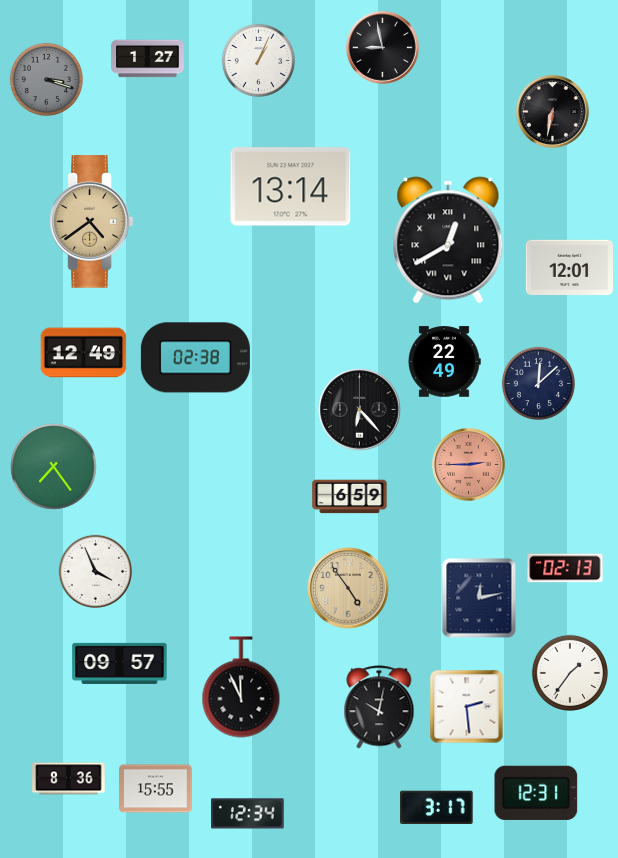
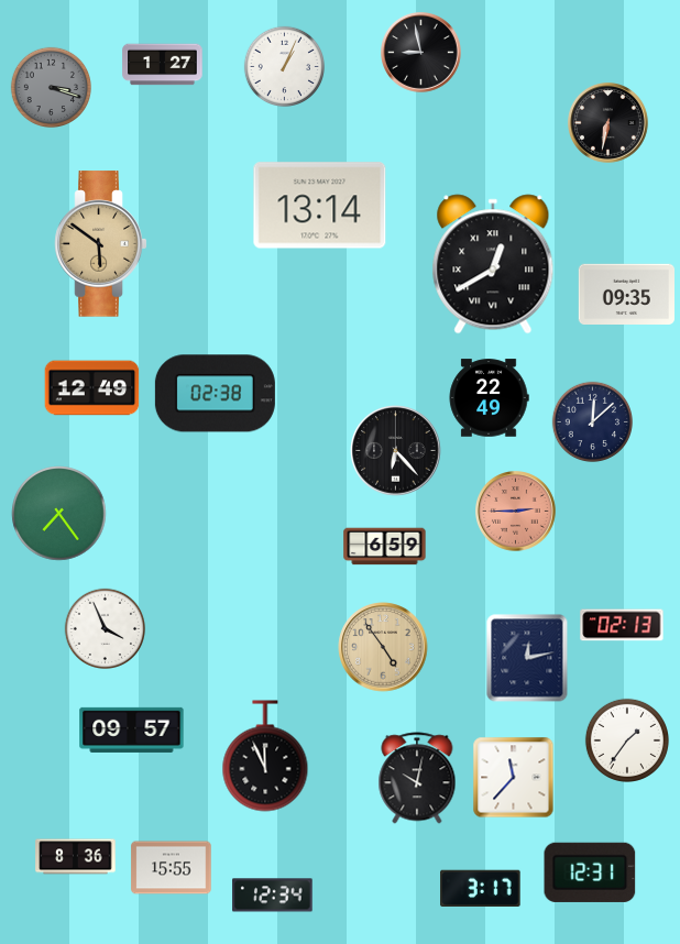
clock at (92, 222): 4:39 -> 5:51
clock at (569, 267): 12:01 -> 09:35
clock at (467, 707): 2:29 -> 11:37
